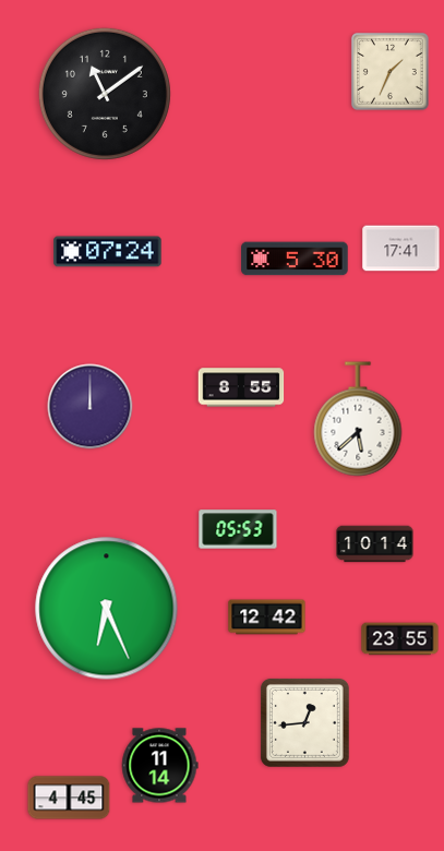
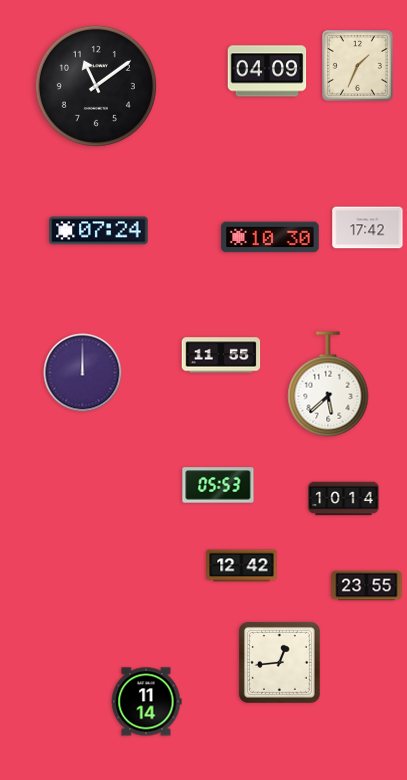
clock at (267, 71): none -> 04:09
clock at (401, 249): 17:41 -> 17:42
clock at (295, 259): 5:30 -> 10:30
clock at (241, 387): 8:55 -> 11:55
clock at (107, 609): 6:26 -> none
clock at (267, 618) position: (267, 618) -> (242, 566)
clock at (69, 798): 4:45 -> none
